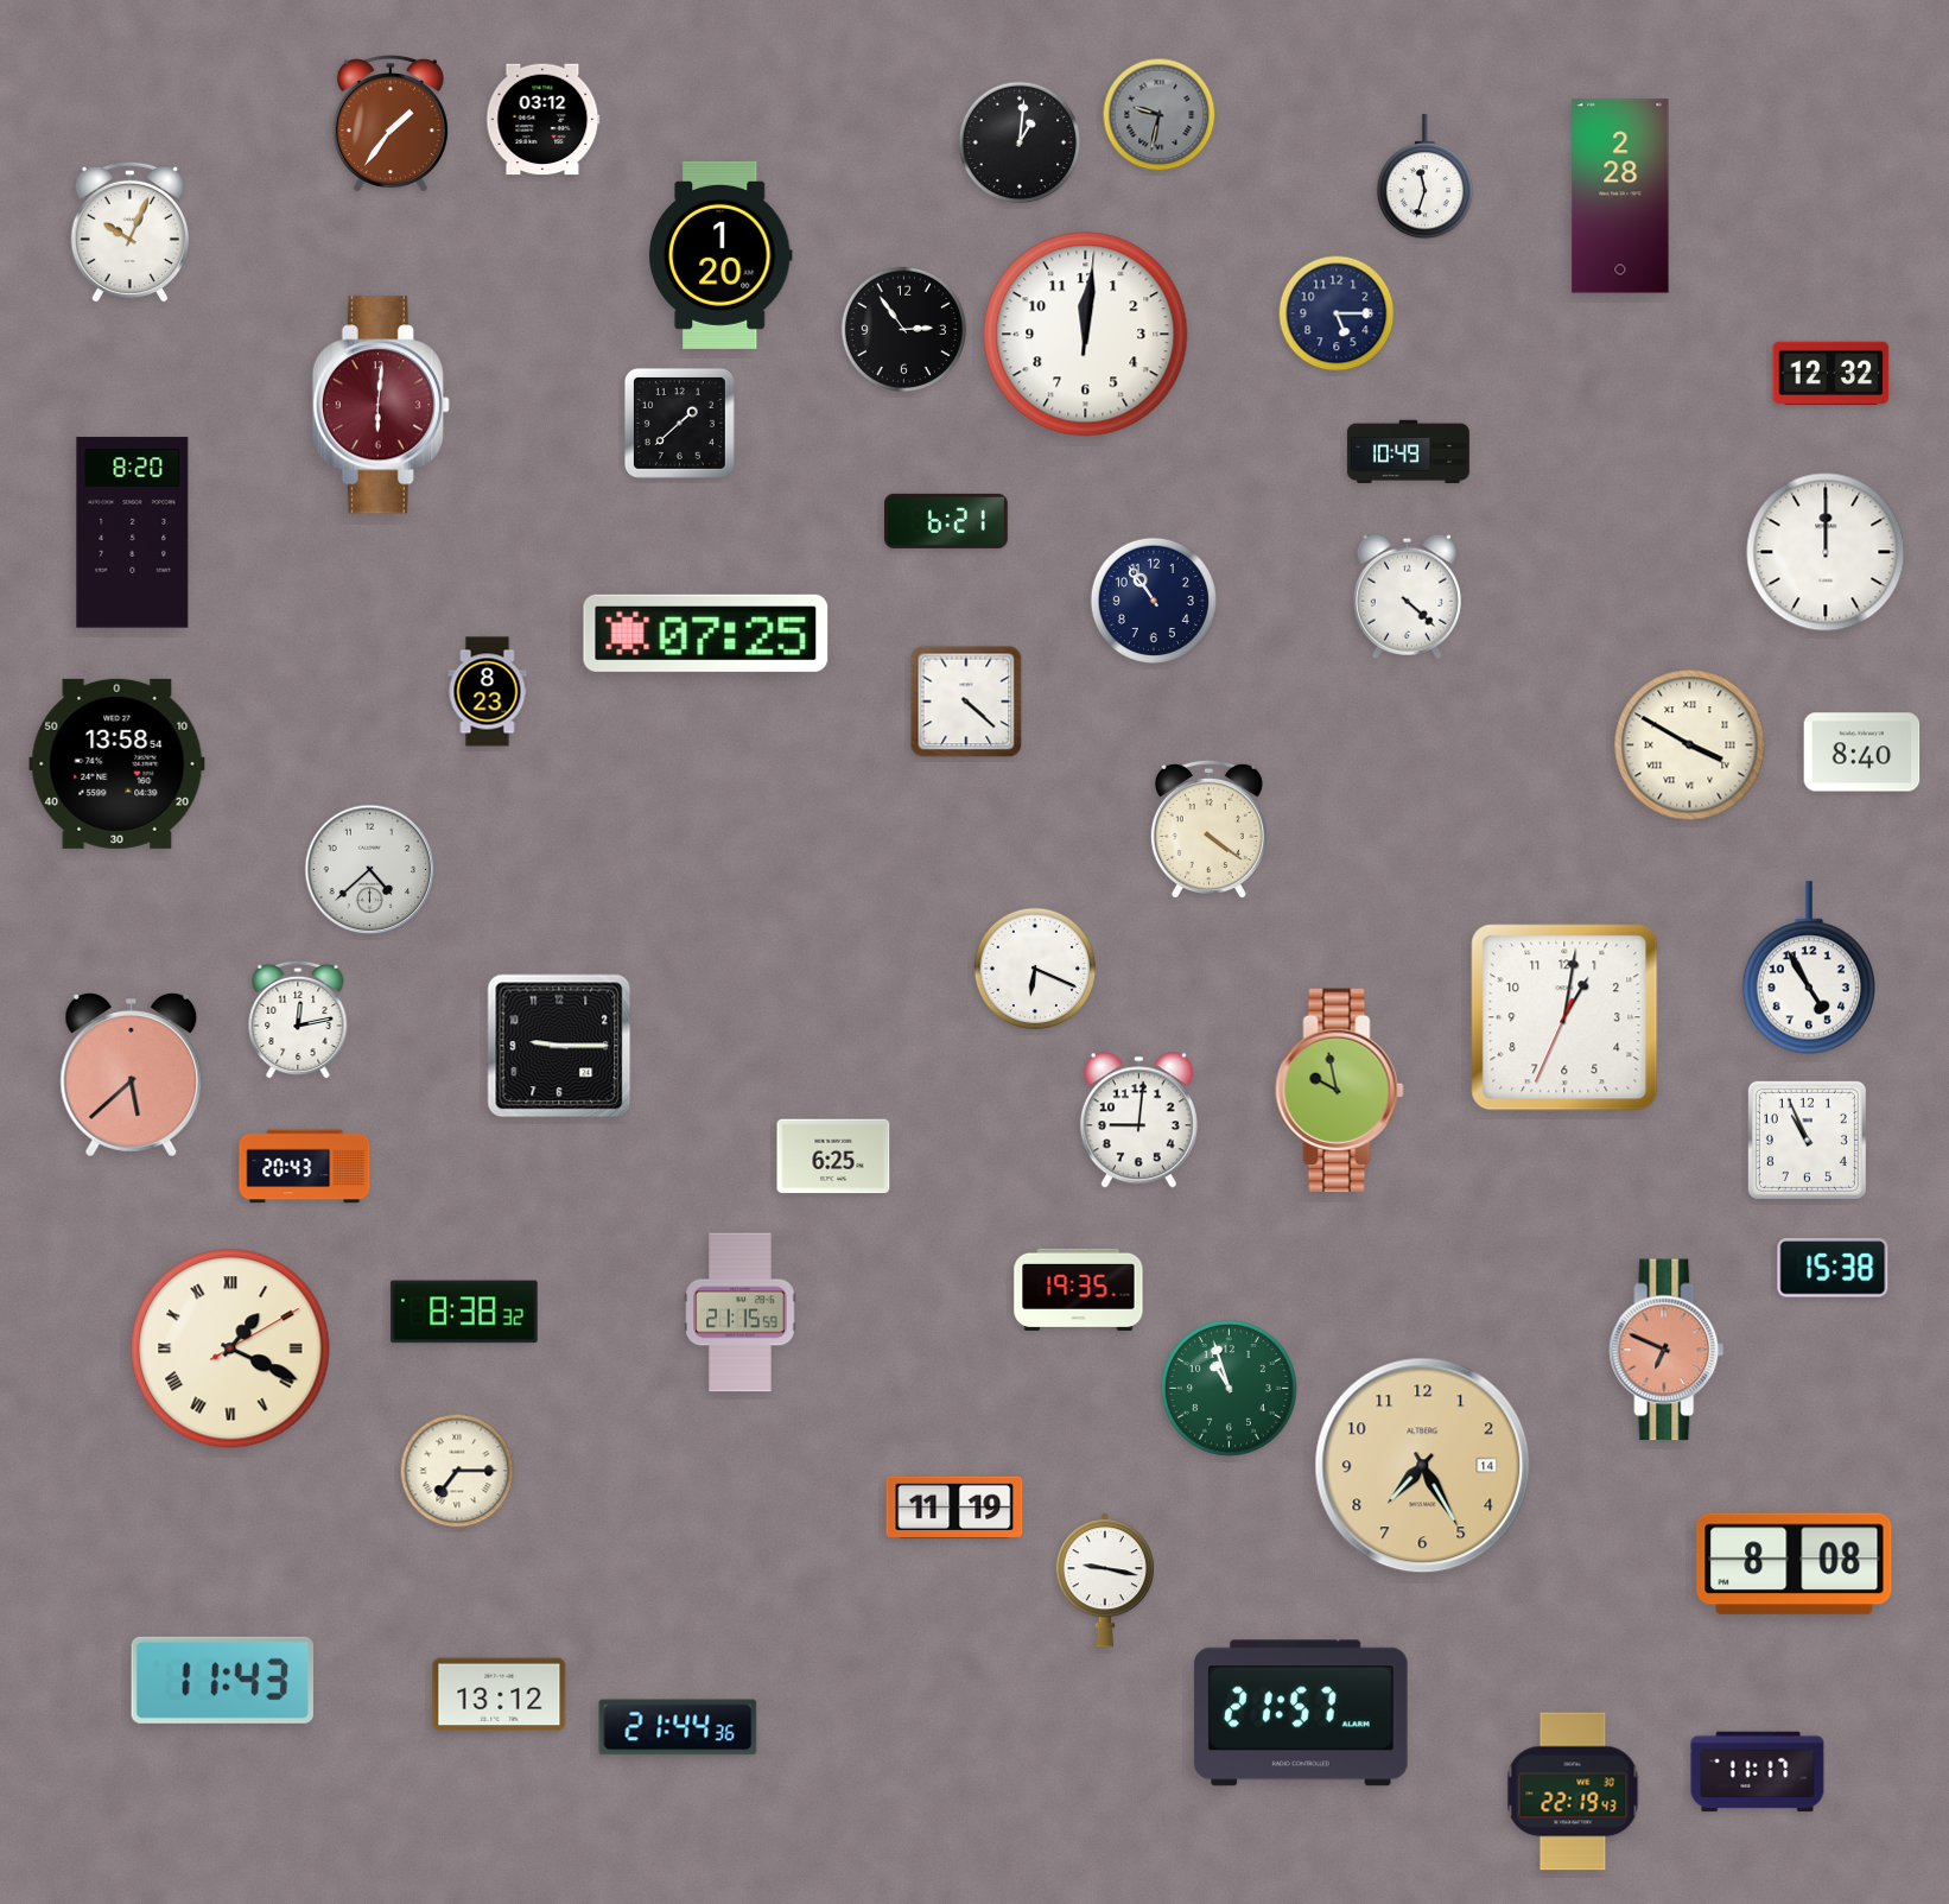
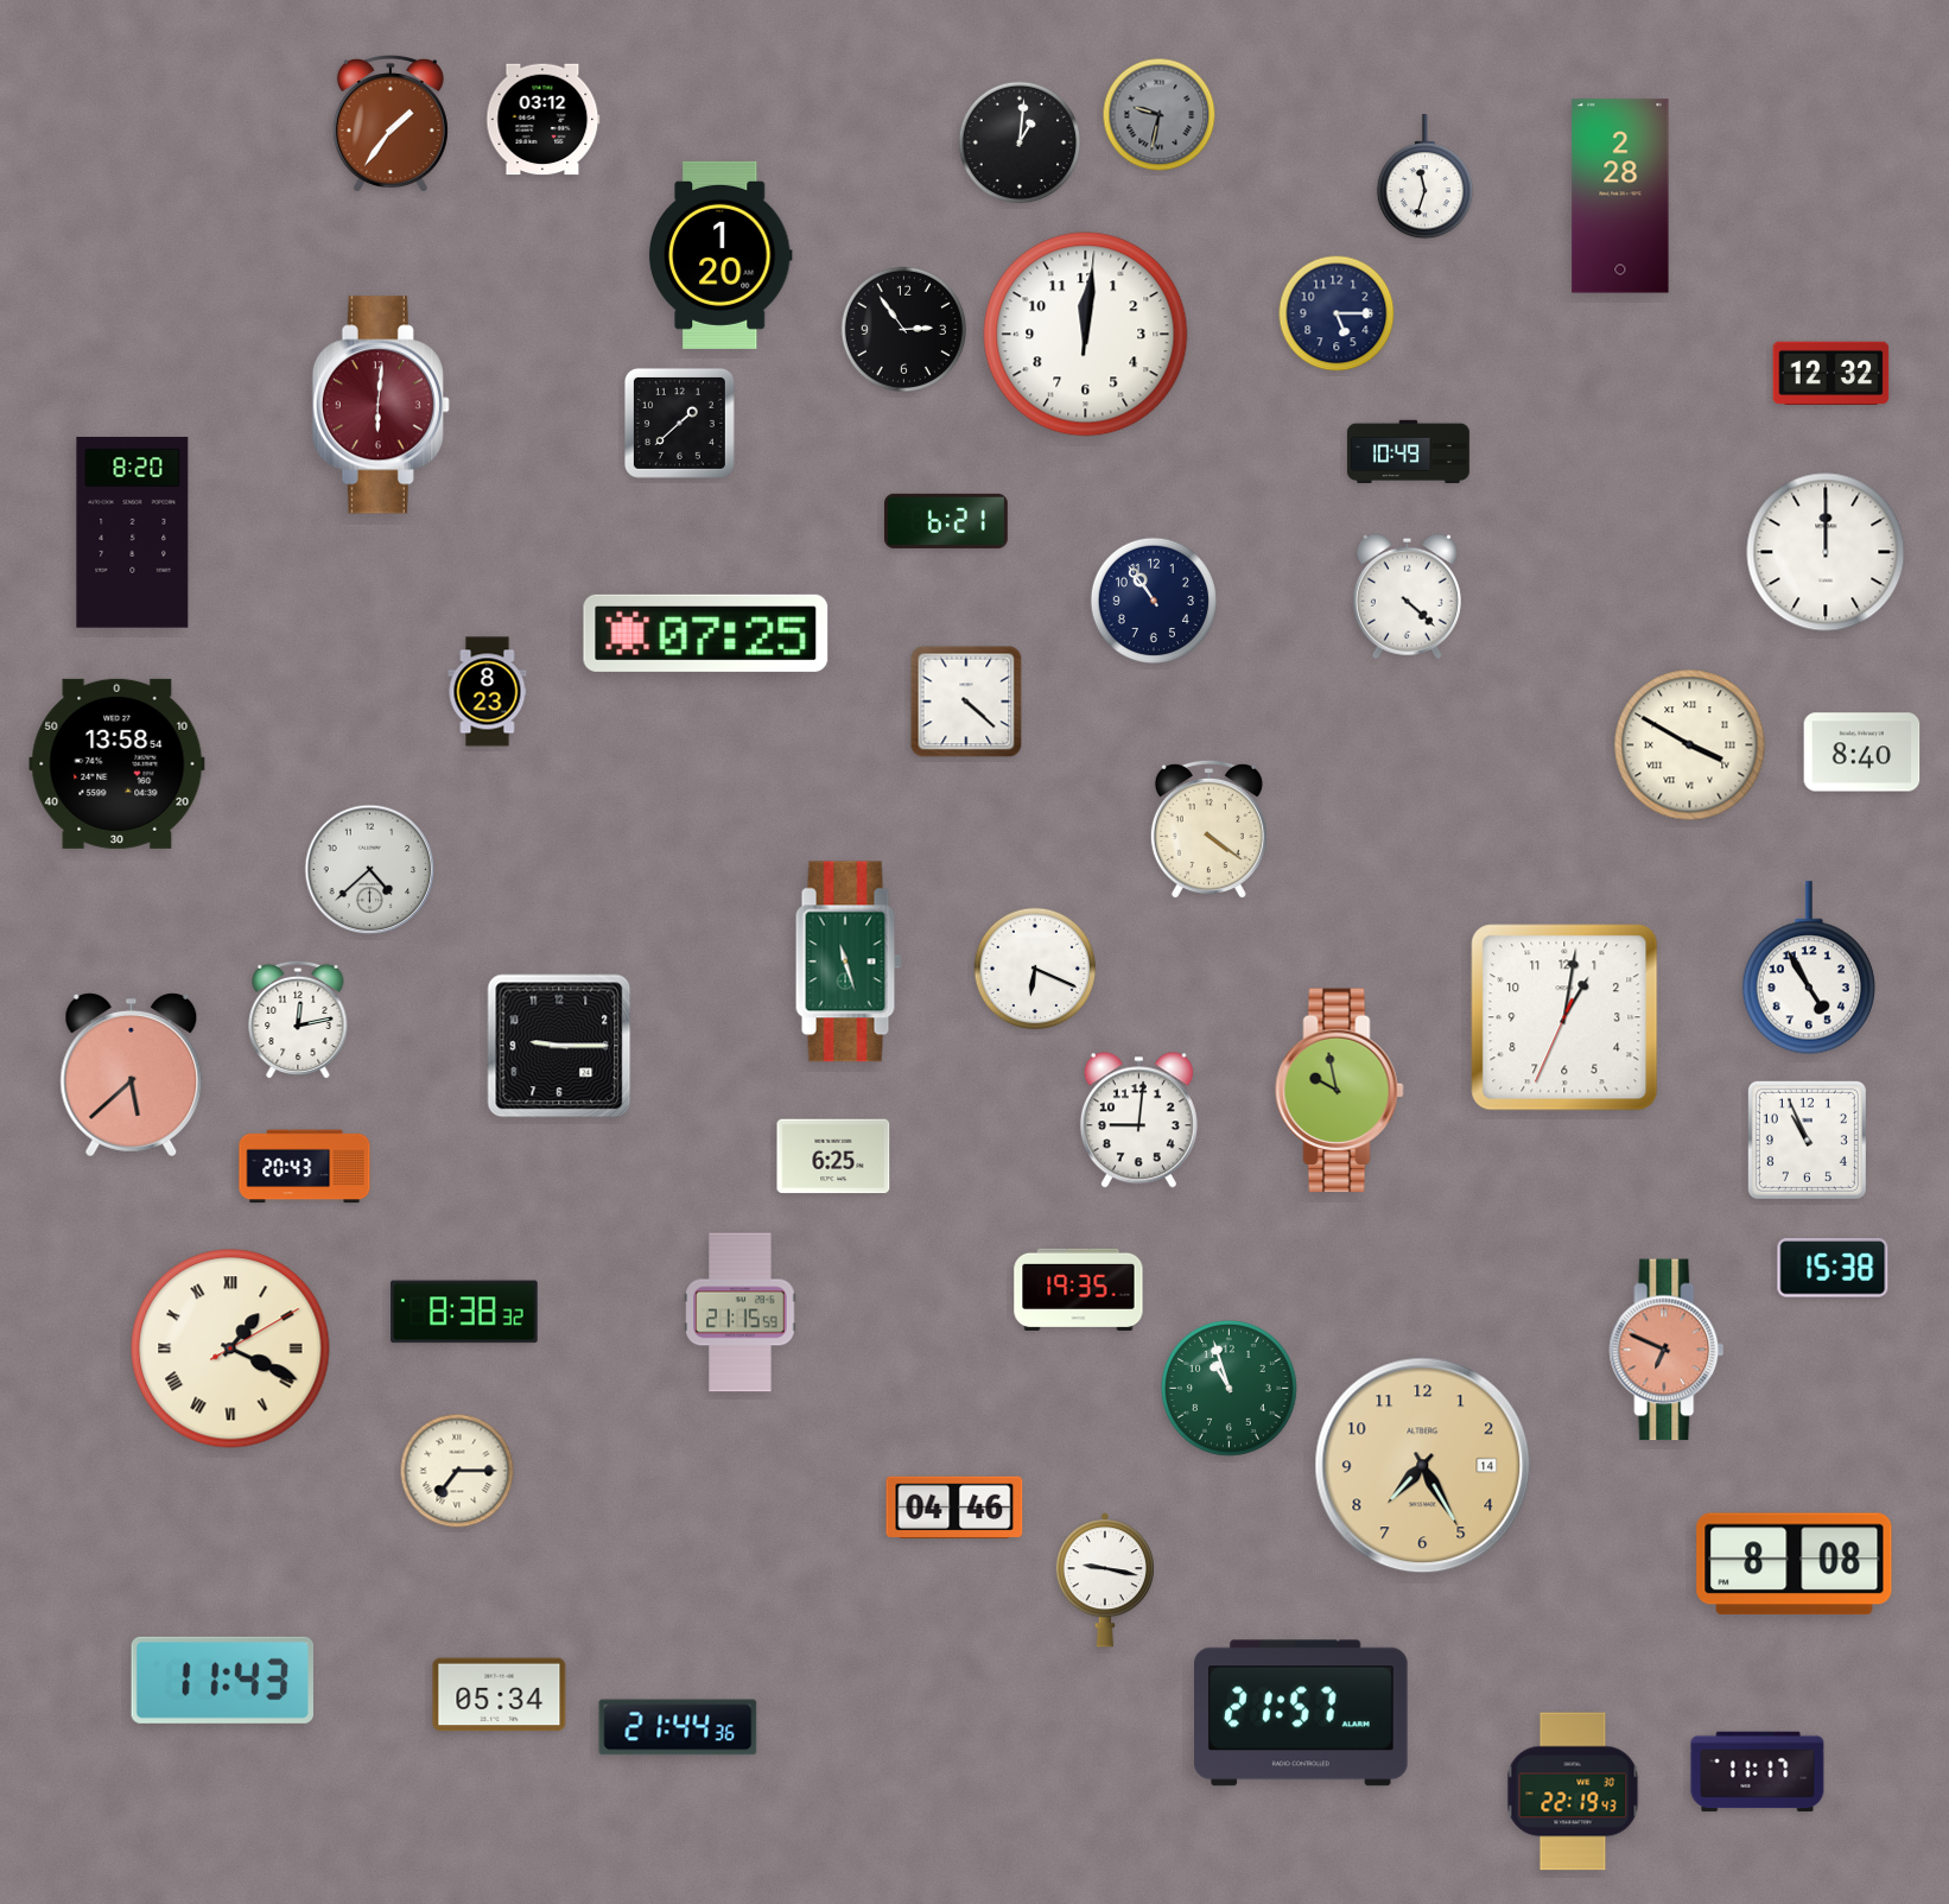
clock at (129, 231): 10:04 -> none
clock at (849, 961): none -> 11:27
clock at (954, 1508): 11:19 -> 04:46
clock at (500, 1695): 13:12 -> 05:34
